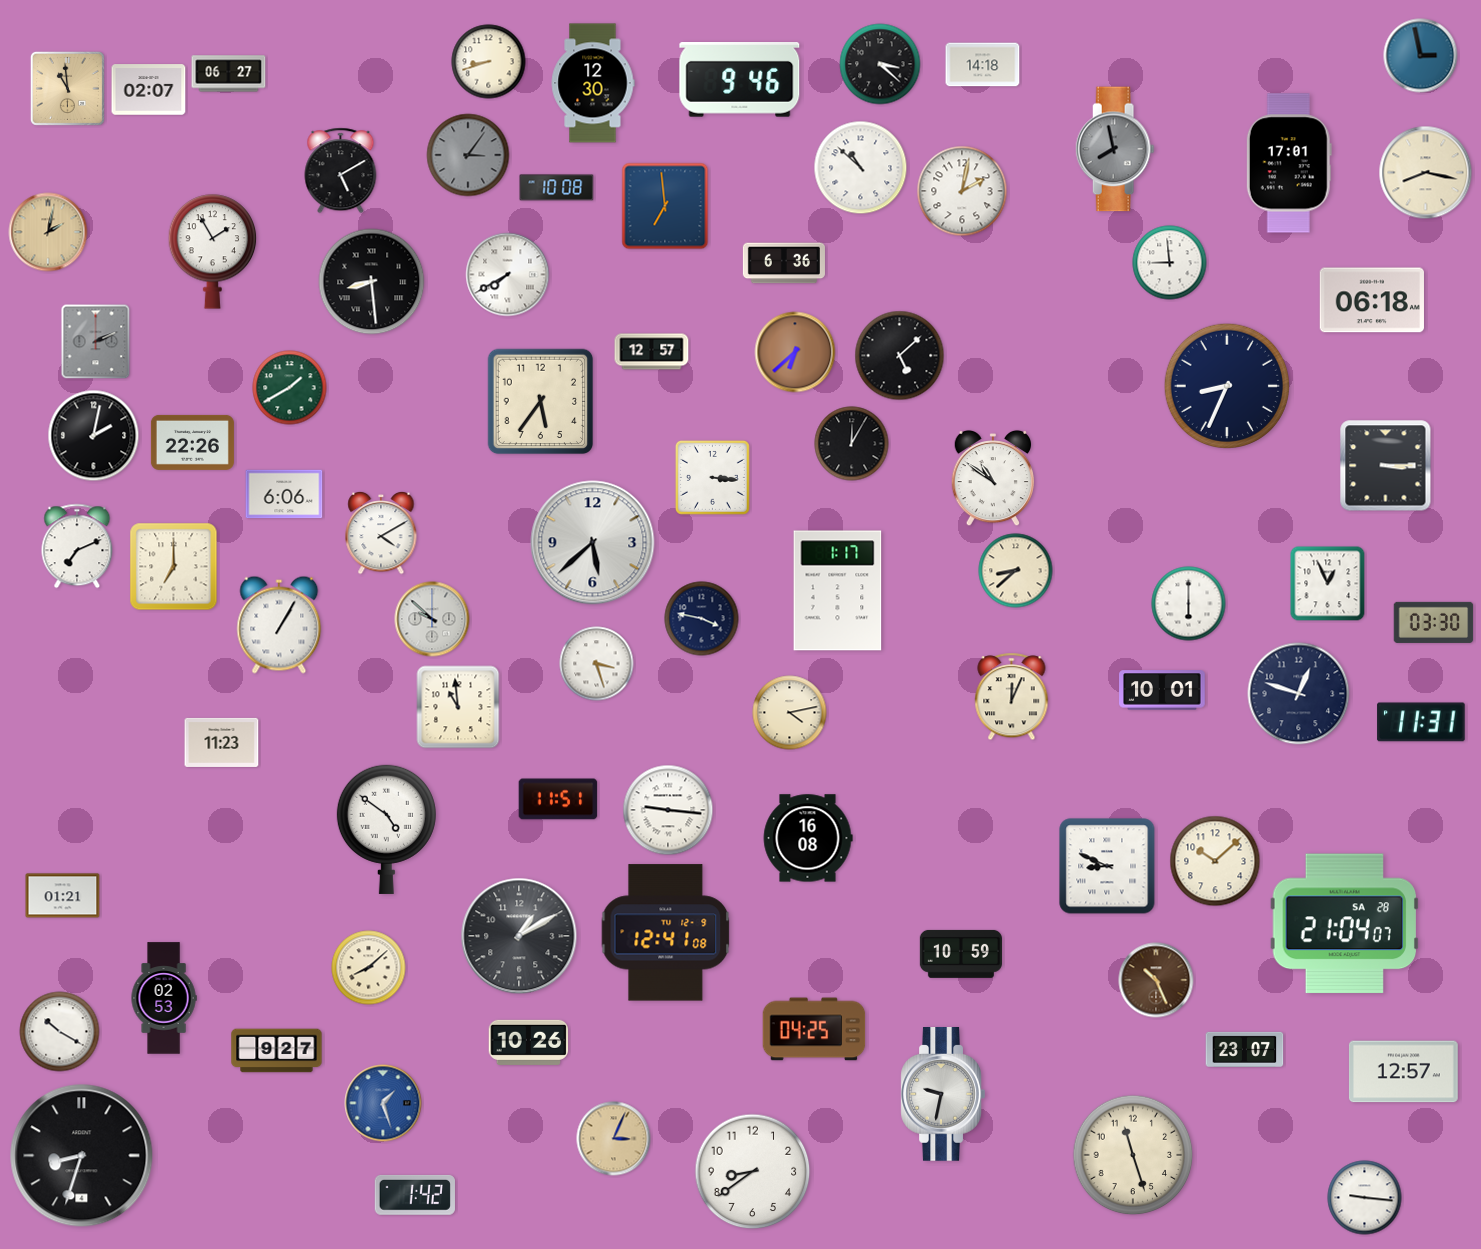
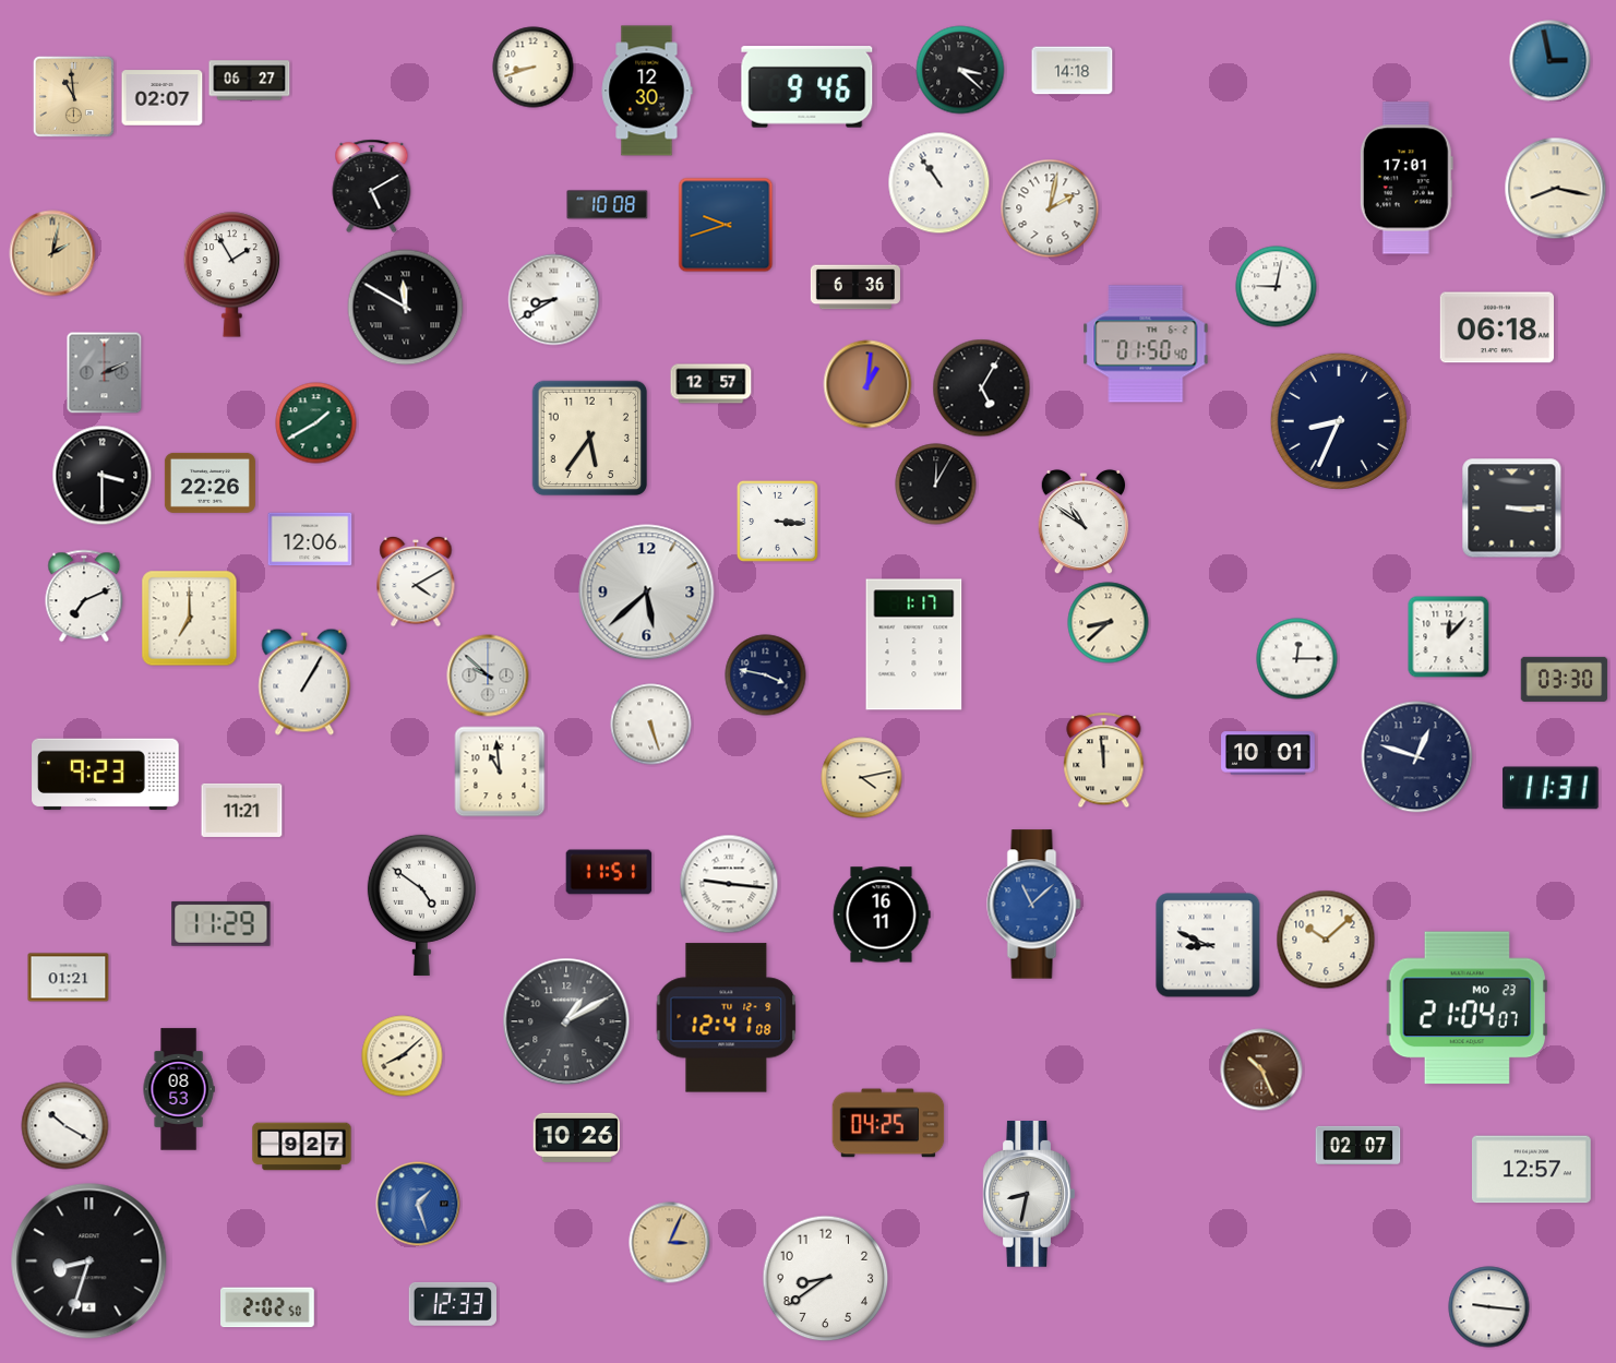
clock at (1115, 149): 7:58 -> none
clock at (468, 155): 3:06 -> none
clock at (861, 168): 10:52 -> 10:54
clock at (665, 206): 6:59 -> 9:42
clock at (1170, 263): 8:59 -> 9:02
clock at (508, 275): 7:40 -> 8:40
clock at (372, 282): 8:29 -> 11:50
clock at (1146, 344): none -> 01:50
clock at (795, 352): 6:38 -> 1:01
clock at (900, 356): 5:08 -> 5:05
clock at (94, 436): 2:02 -> 3:30
clock at (852, 444) position: (852, 444) -> (936, 485)
clock at (284, 494): 6:06 -> 12:06
clock at (1328, 584): 12:56 -> 12:07
clock at (1189, 604): 6:00 -> 12:15
clock at (432, 619) position: (432, 619) -> (488, 675)
clock at (597, 664): 3:27 -> 5:27
clock at (1012, 697): 12:04 -> 11:59
clock at (106, 775): none -> 9:23
clock at (222, 742): 11:23 -> 11:21
clock at (1034, 905): none -> 11:08
clock at (808, 838): 16:08 -> 16:11
clock at (222, 923): none -> 11:29
clock at (1344, 924) date: SA 28 -> MO 23
clock at (961, 954): 10:59 -> none
clock at (164, 998): 02:53 -> 08:53
clock at (1245, 1049): 23:07 -> 02:07
clock at (943, 1095): 9:32 -> 8:32
clock at (1133, 1155): 11:27 -> none
clock at (753, 1172) position: (753, 1172) -> (826, 1279)
clock at (415, 1195): 1:42 -> 12:33
clock at (268, 1307): none -> 2:02
